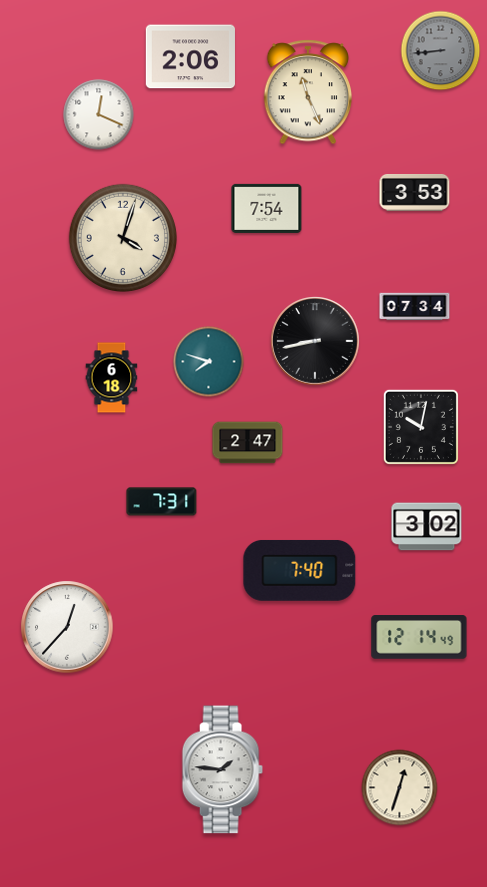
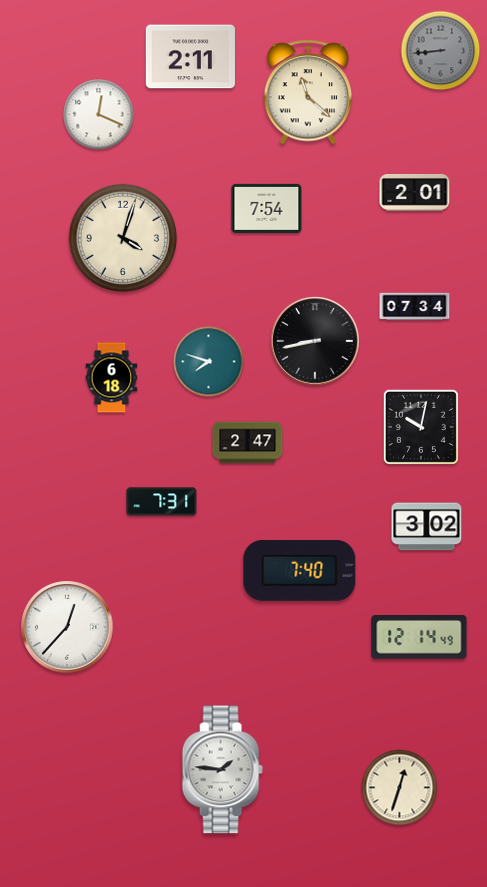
clock at (190, 57): 2:06 -> 2:11
clock at (308, 92): 11:26 -> 11:22
clock at (415, 193): 3:53 -> 2:01
